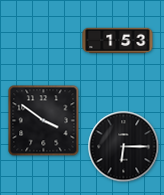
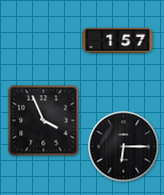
clock at (118, 41): 1:53 -> 1:57
clock at (44, 121): 3:51 -> 3:56
